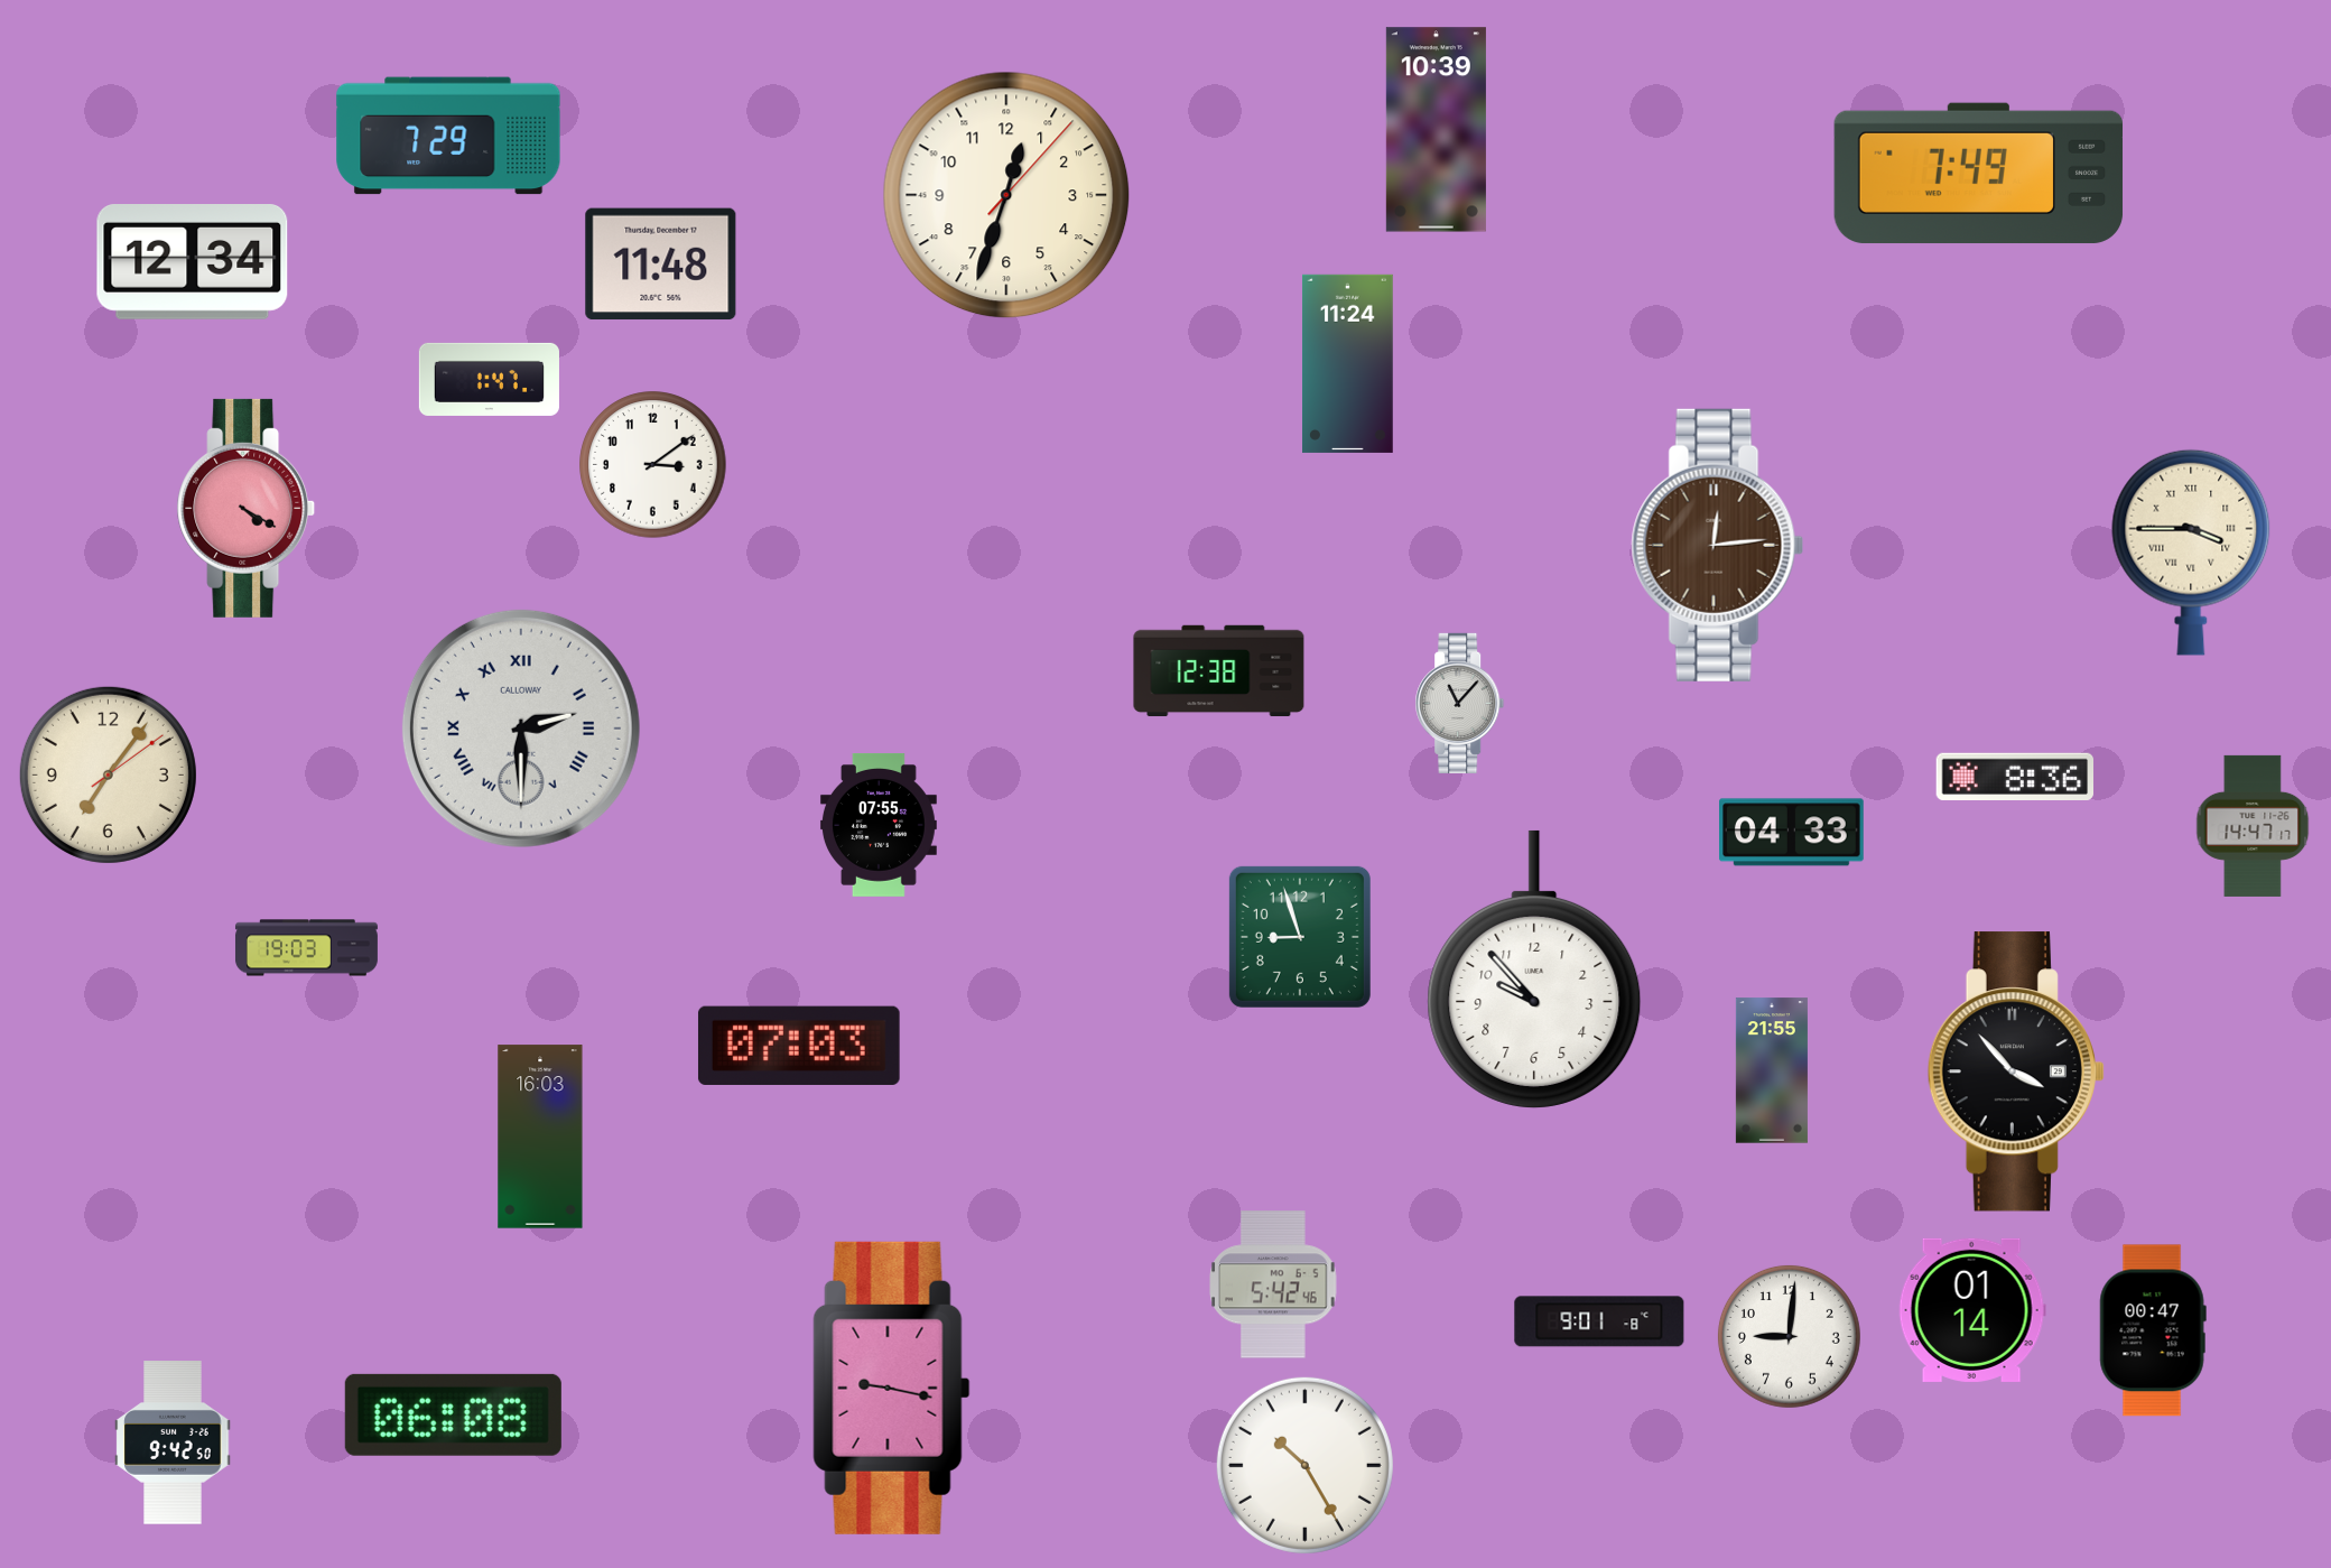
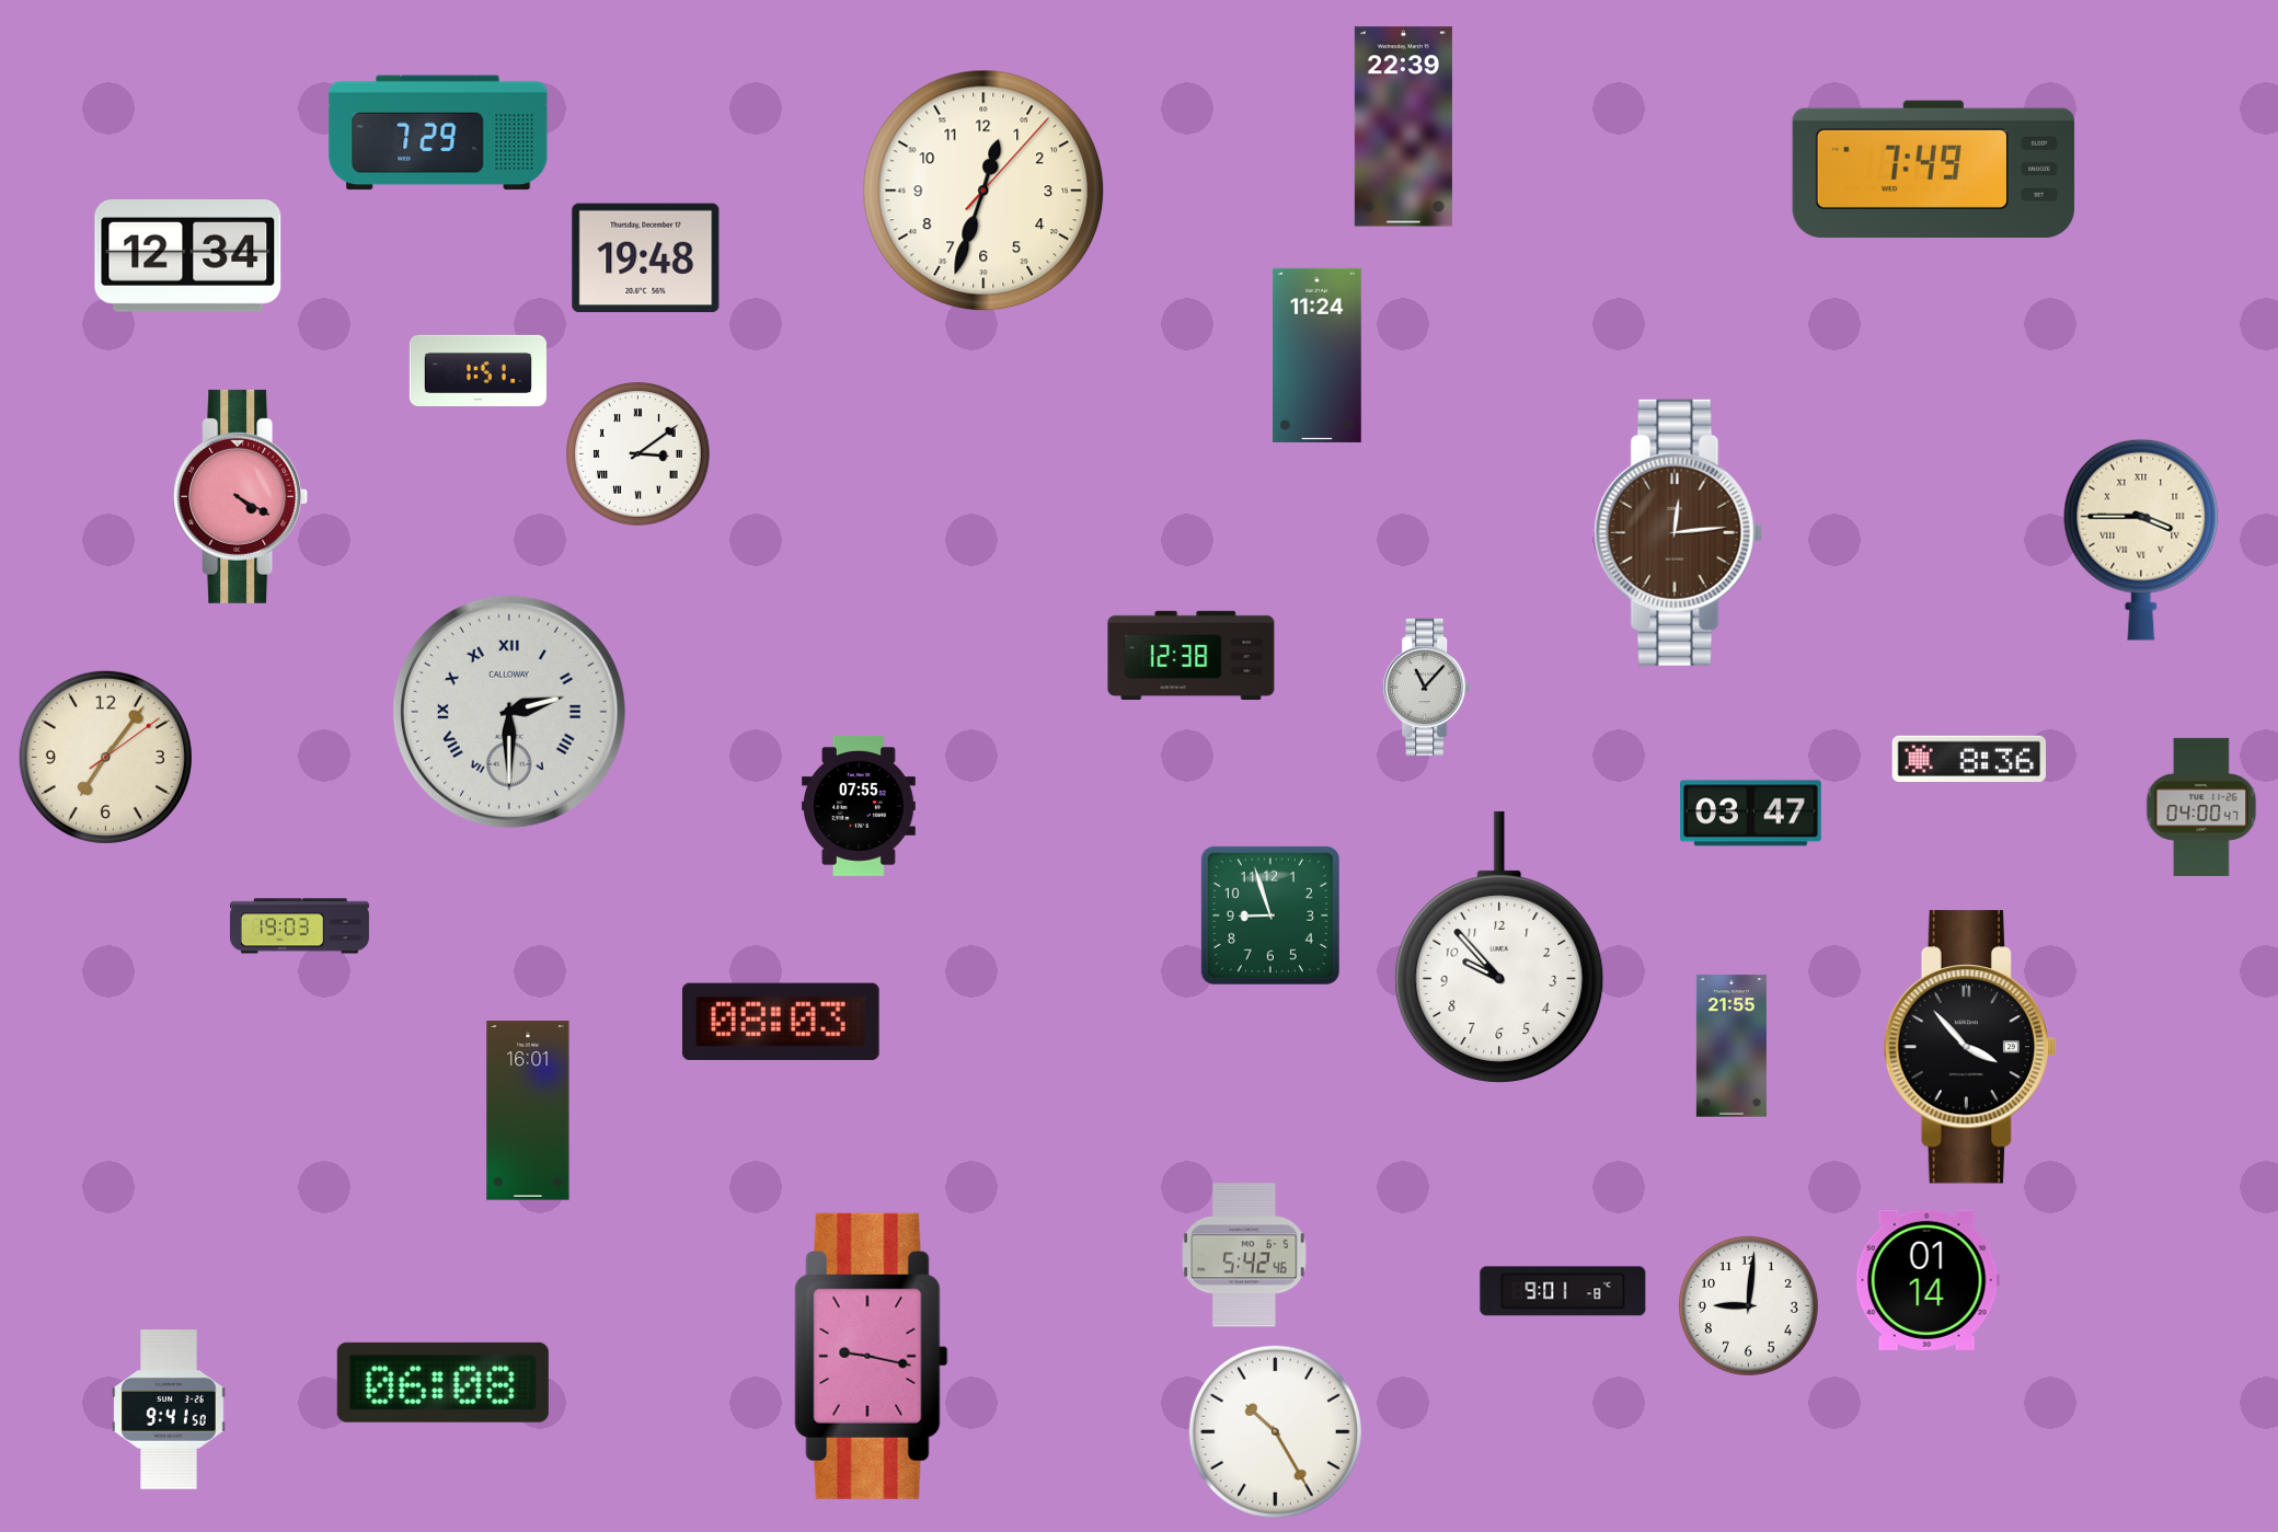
clock at (1436, 130): 10:39 -> 22:39
clock at (661, 265): 11:48 -> 19:48
clock at (489, 379): 1:47 -> 1:51
clock at (653, 465) numerals: Arabic -> Roman
clock at (2253, 826): 14:47 -> 04:00
clock at (1792, 833): 04:33 -> 03:47
clock at (799, 1046): 07:03 -> 08:03
clock at (540, 1136): 16:03 -> 16:01
clock at (2153, 1330): 00:47 -> none
clock at (173, 1442): 9:42 -> 9:41
